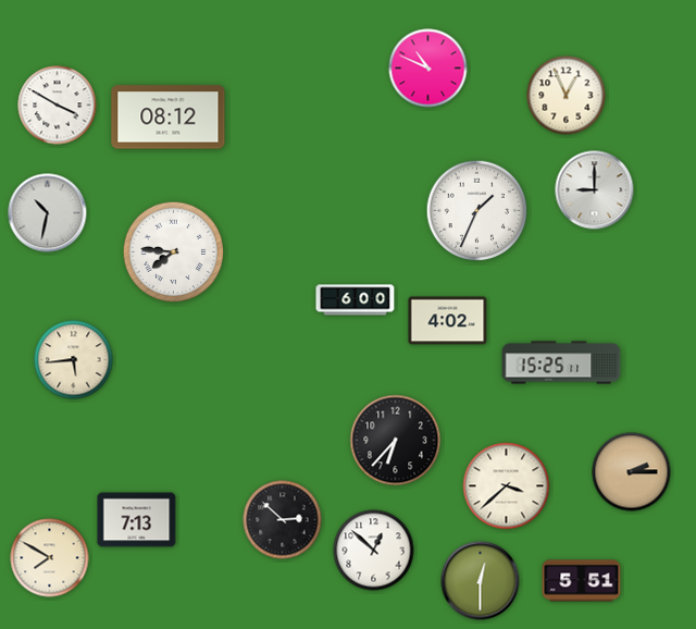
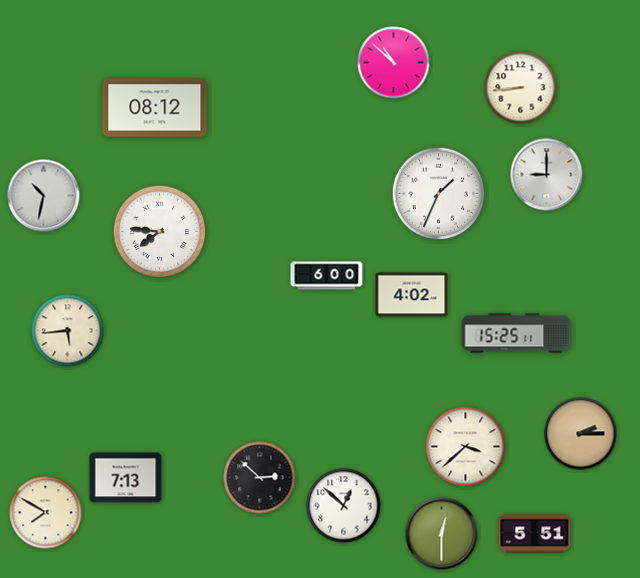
clock at (428, 69): 10:49 -> 10:52
clock at (567, 96): 12:56 -> 8:44
clock at (58, 106): 3:50 -> none
clock at (396, 441): 6:37 -> none
